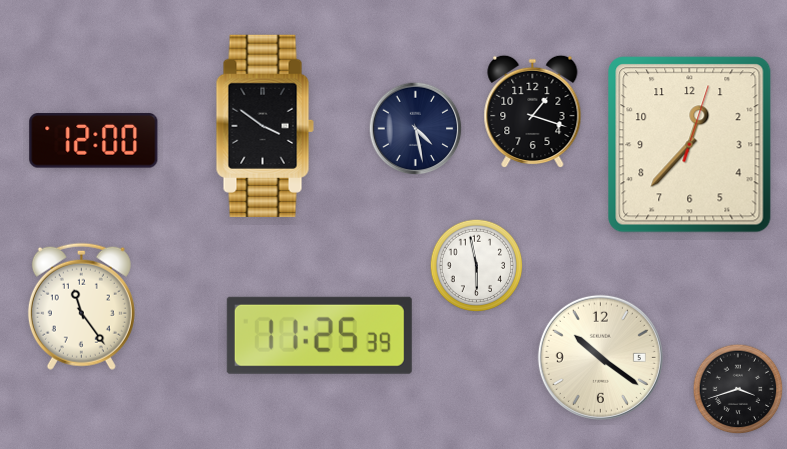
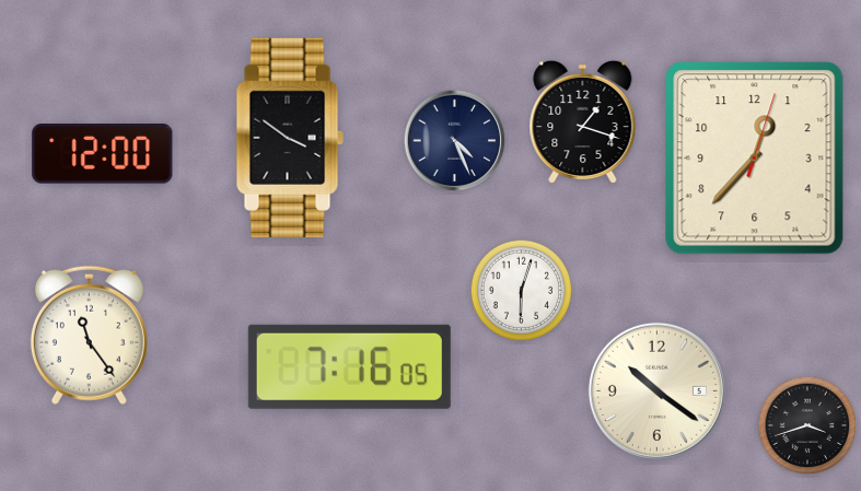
clock at (416, 129): 4:28 -> 4:26
clock at (477, 266): 5:58 -> 6:03
clock at (319, 335): 11:25 -> 7:16
